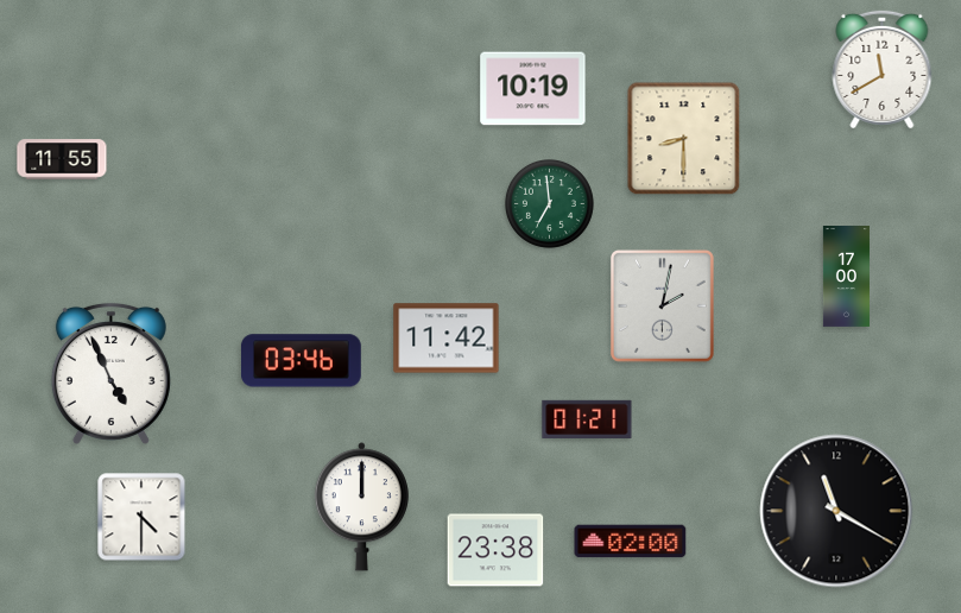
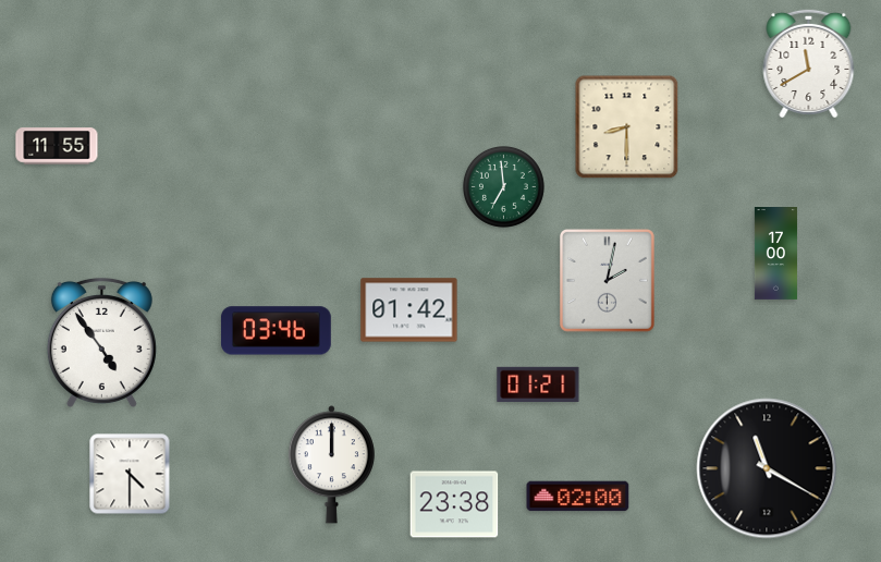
clock at (533, 89): 10:19 -> none
clock at (447, 339): 11:42 -> 01:42
clock at (110, 373): 4:56 -> 4:54
